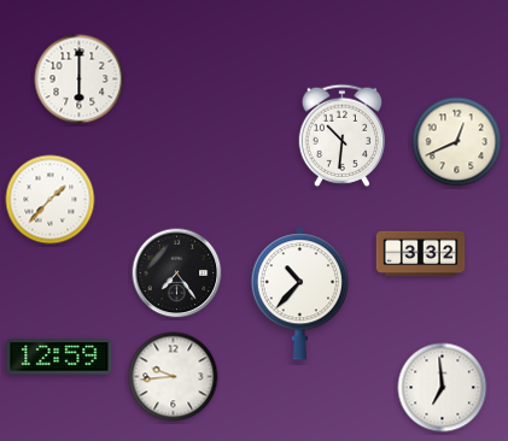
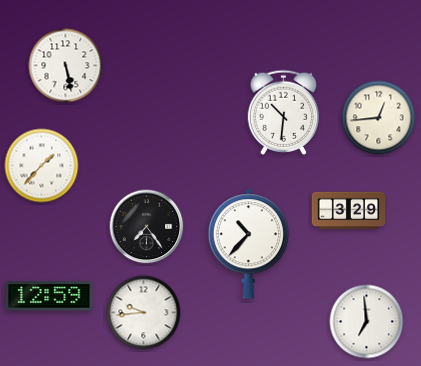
clock at (80, 80): 6:00 -> 5:28
clock at (457, 142): 12:41 -> 12:44
clock at (421, 254): 3:32 -> 3:29
